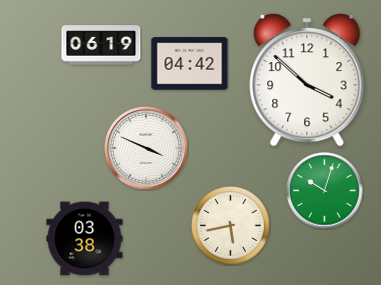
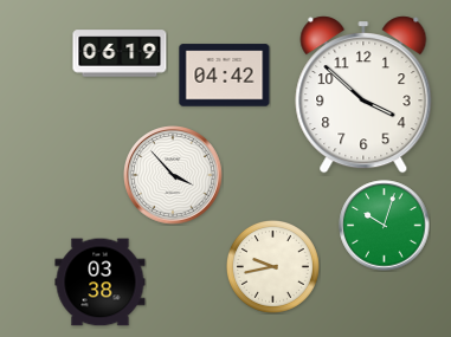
clock at (147, 149): 3:49 -> 3:53
clock at (230, 225): 5:43 -> 9:43
